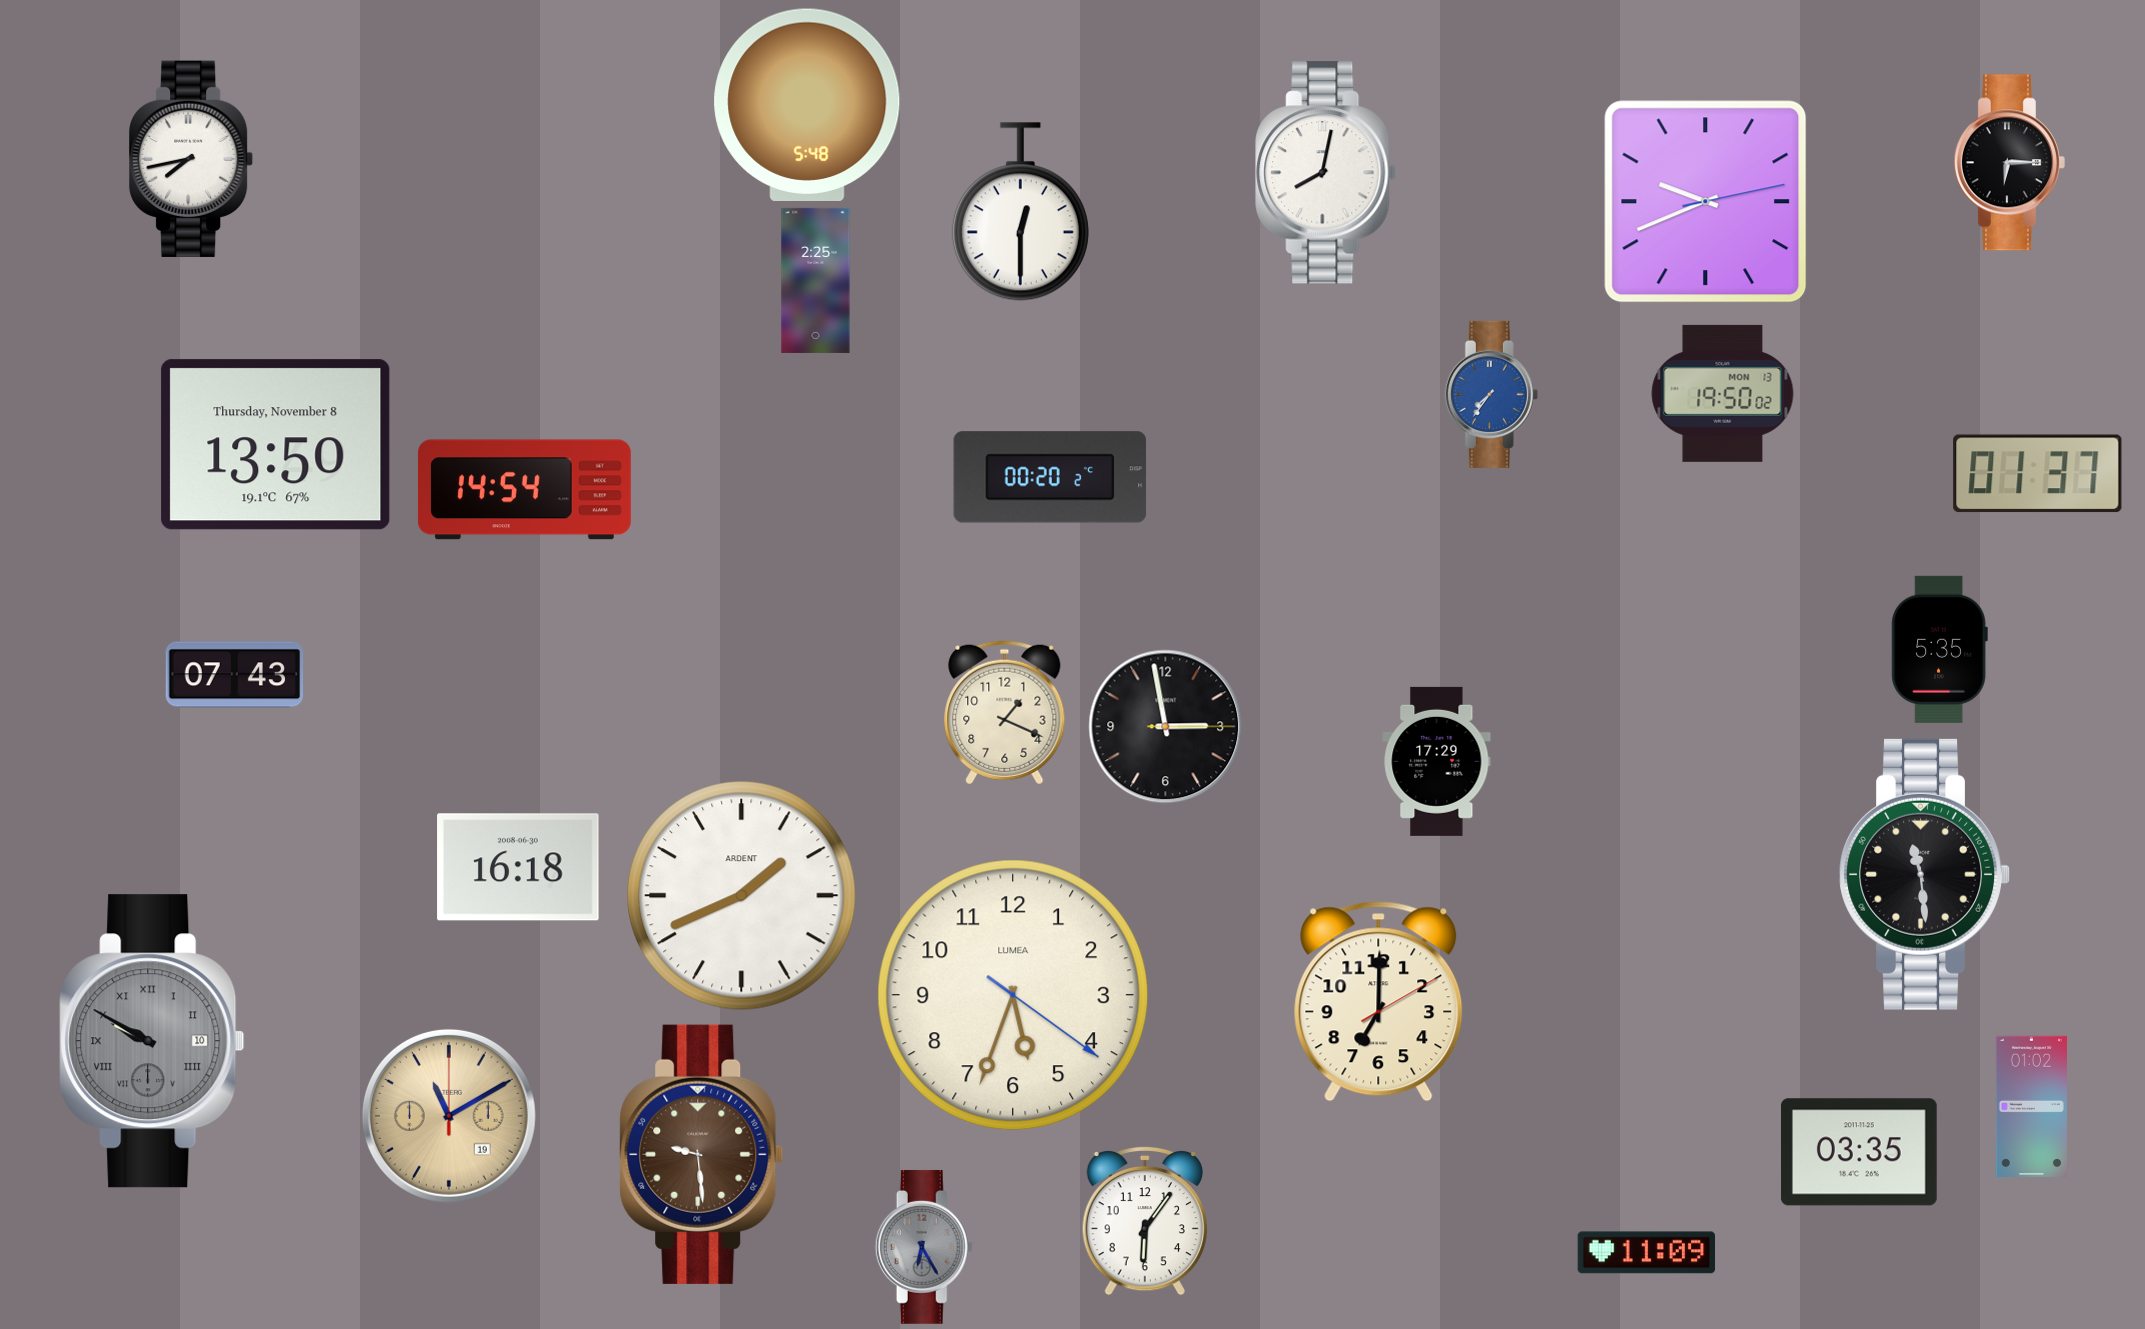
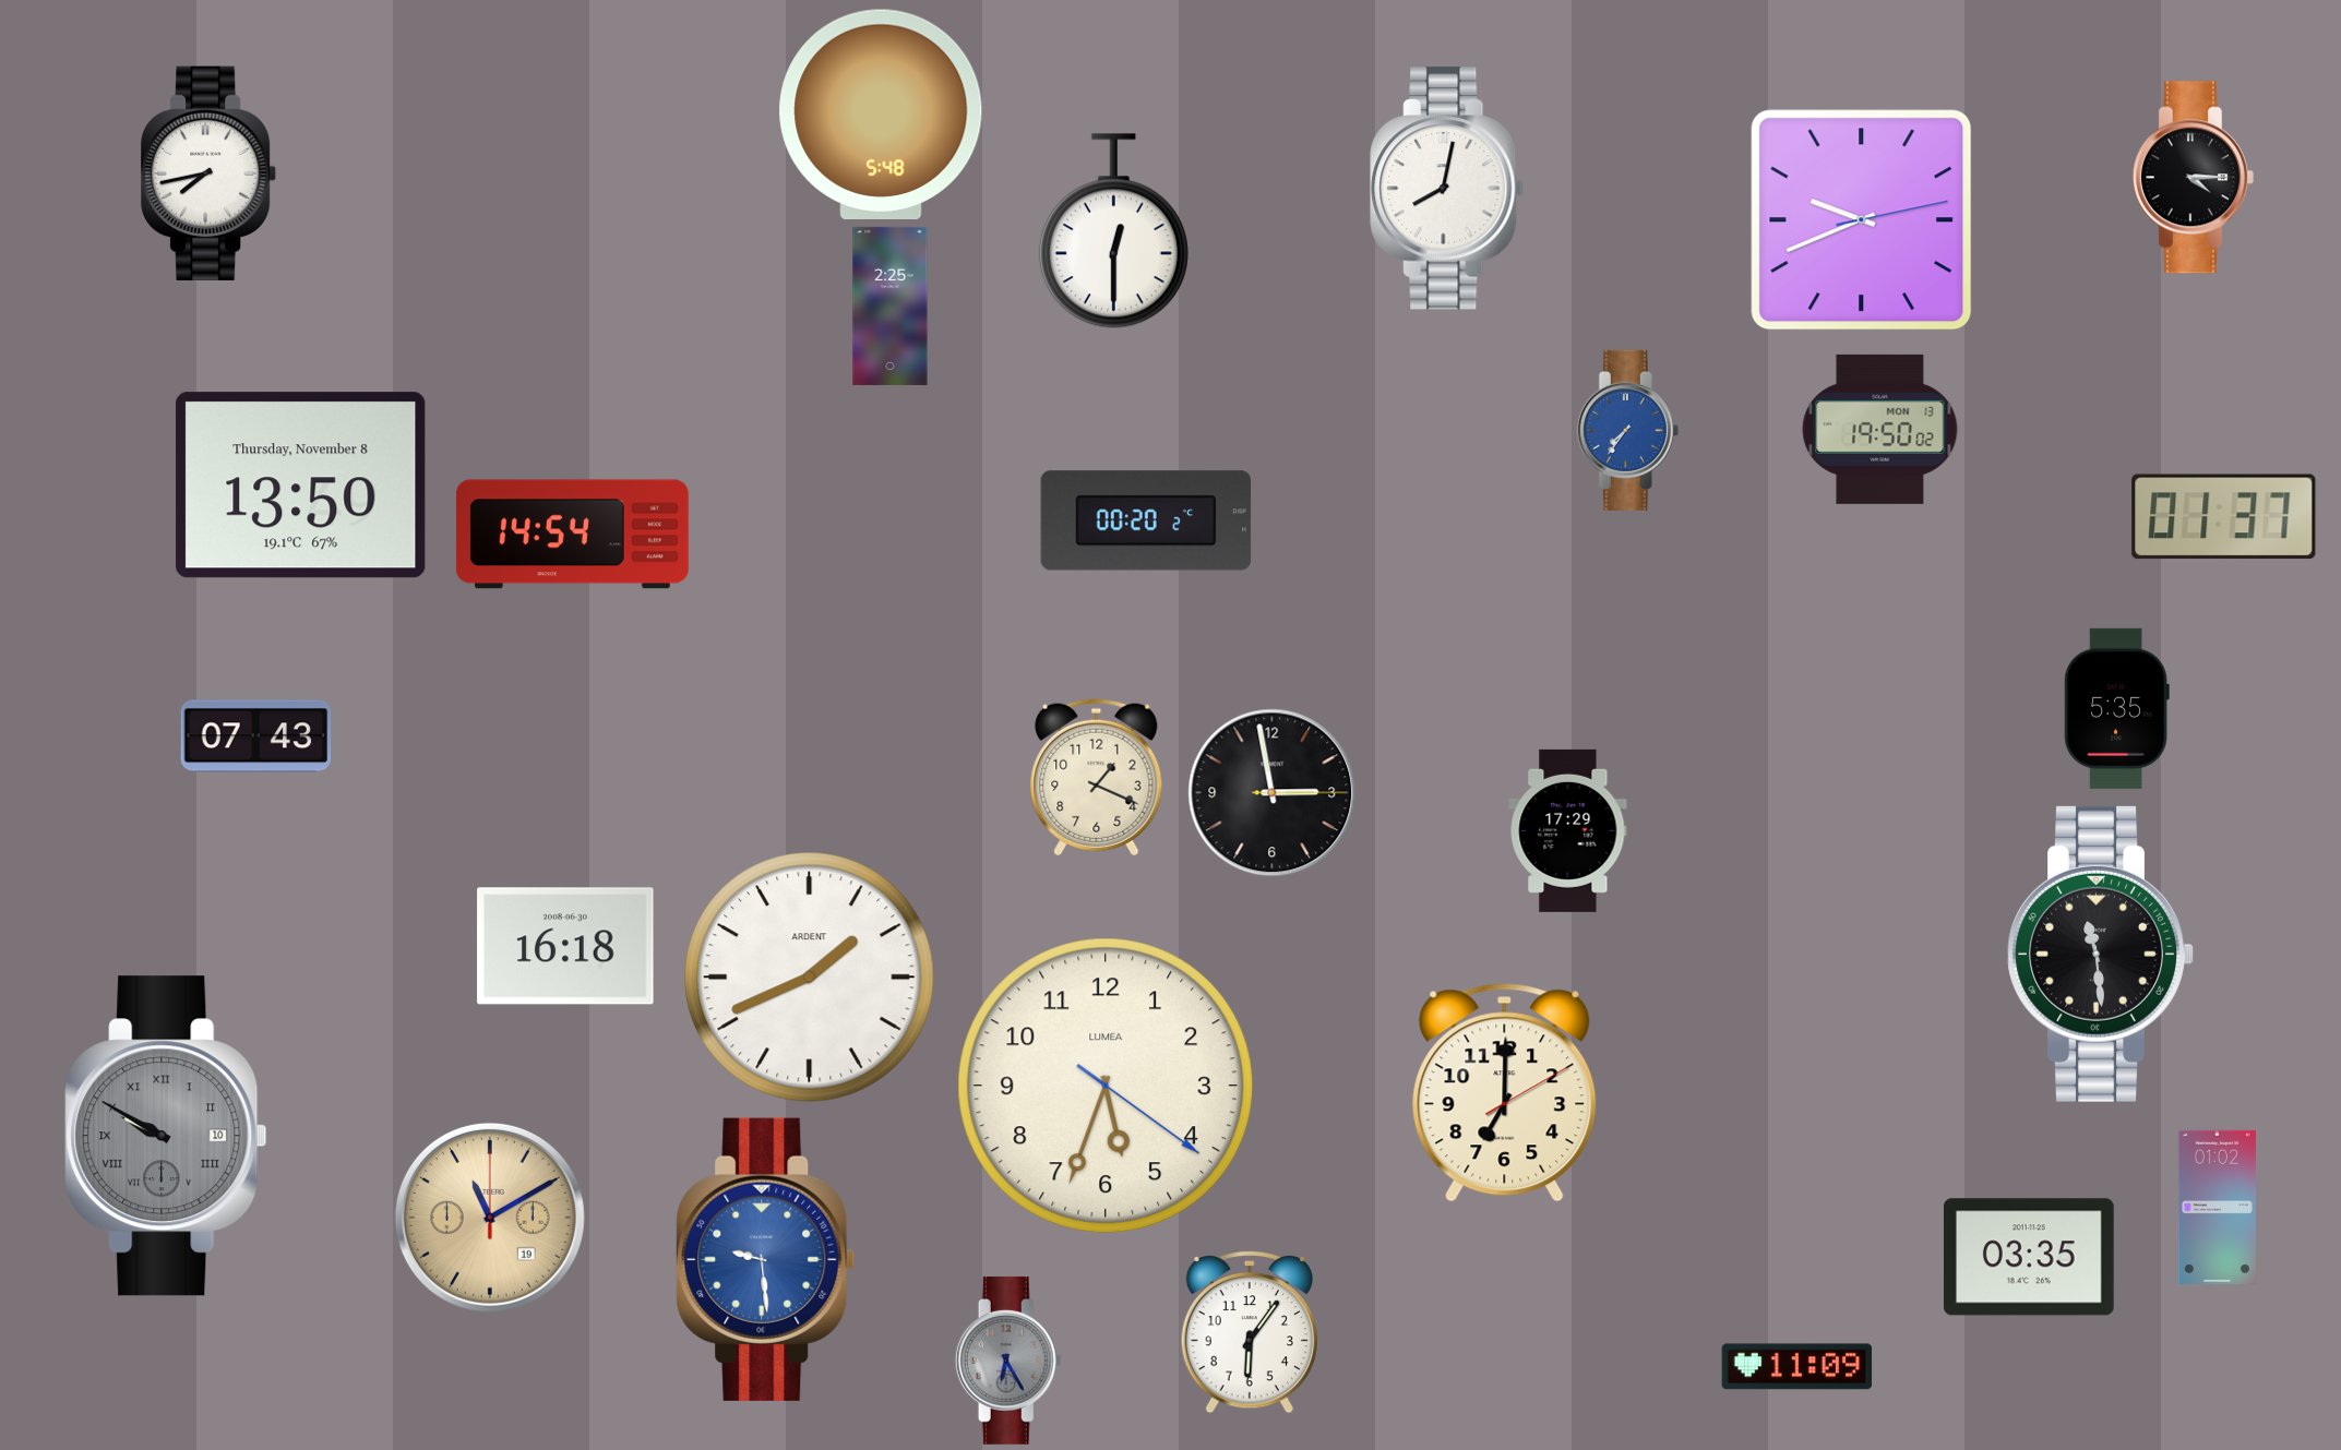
clock at (2009, 163): 6:15 -> 4:15
clock at (702, 1154) dial: brown -> blue
